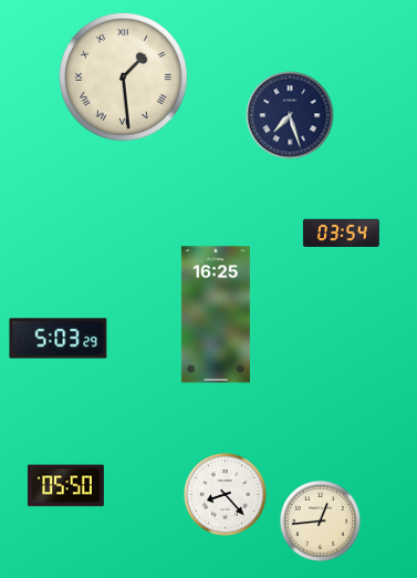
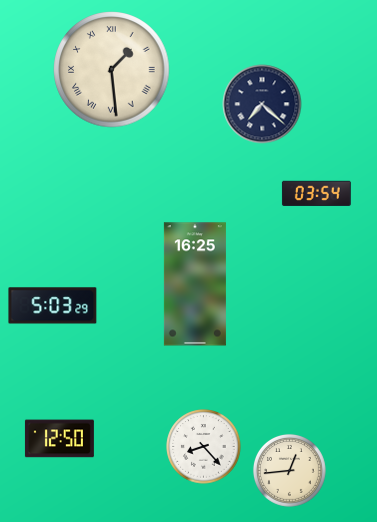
clock at (290, 115): 7:27 -> 7:22
clock at (341, 233) position: (341, 233) -> (316, 193)
clock at (65, 486): 05:50 -> 12:50
